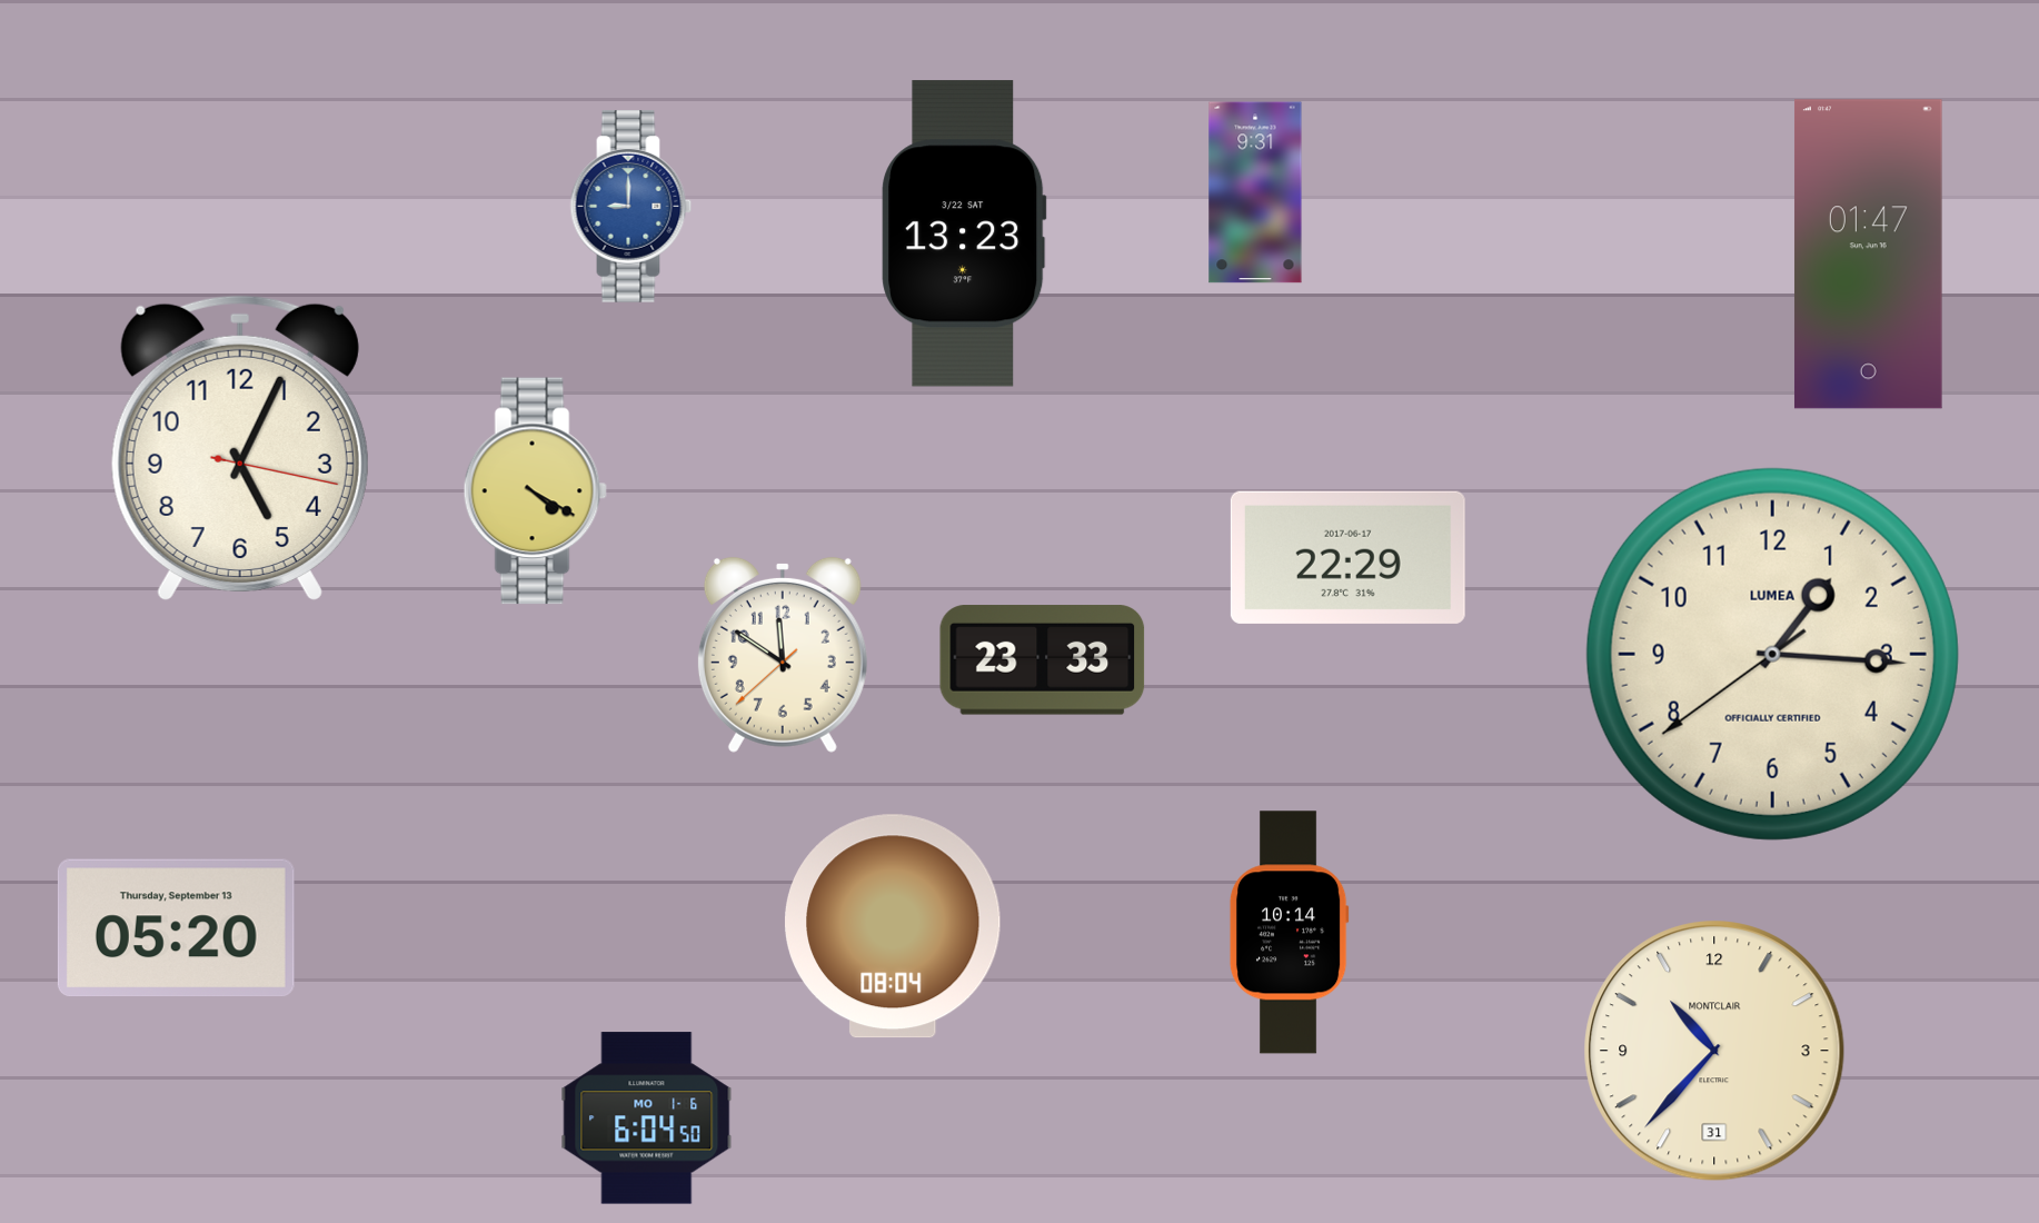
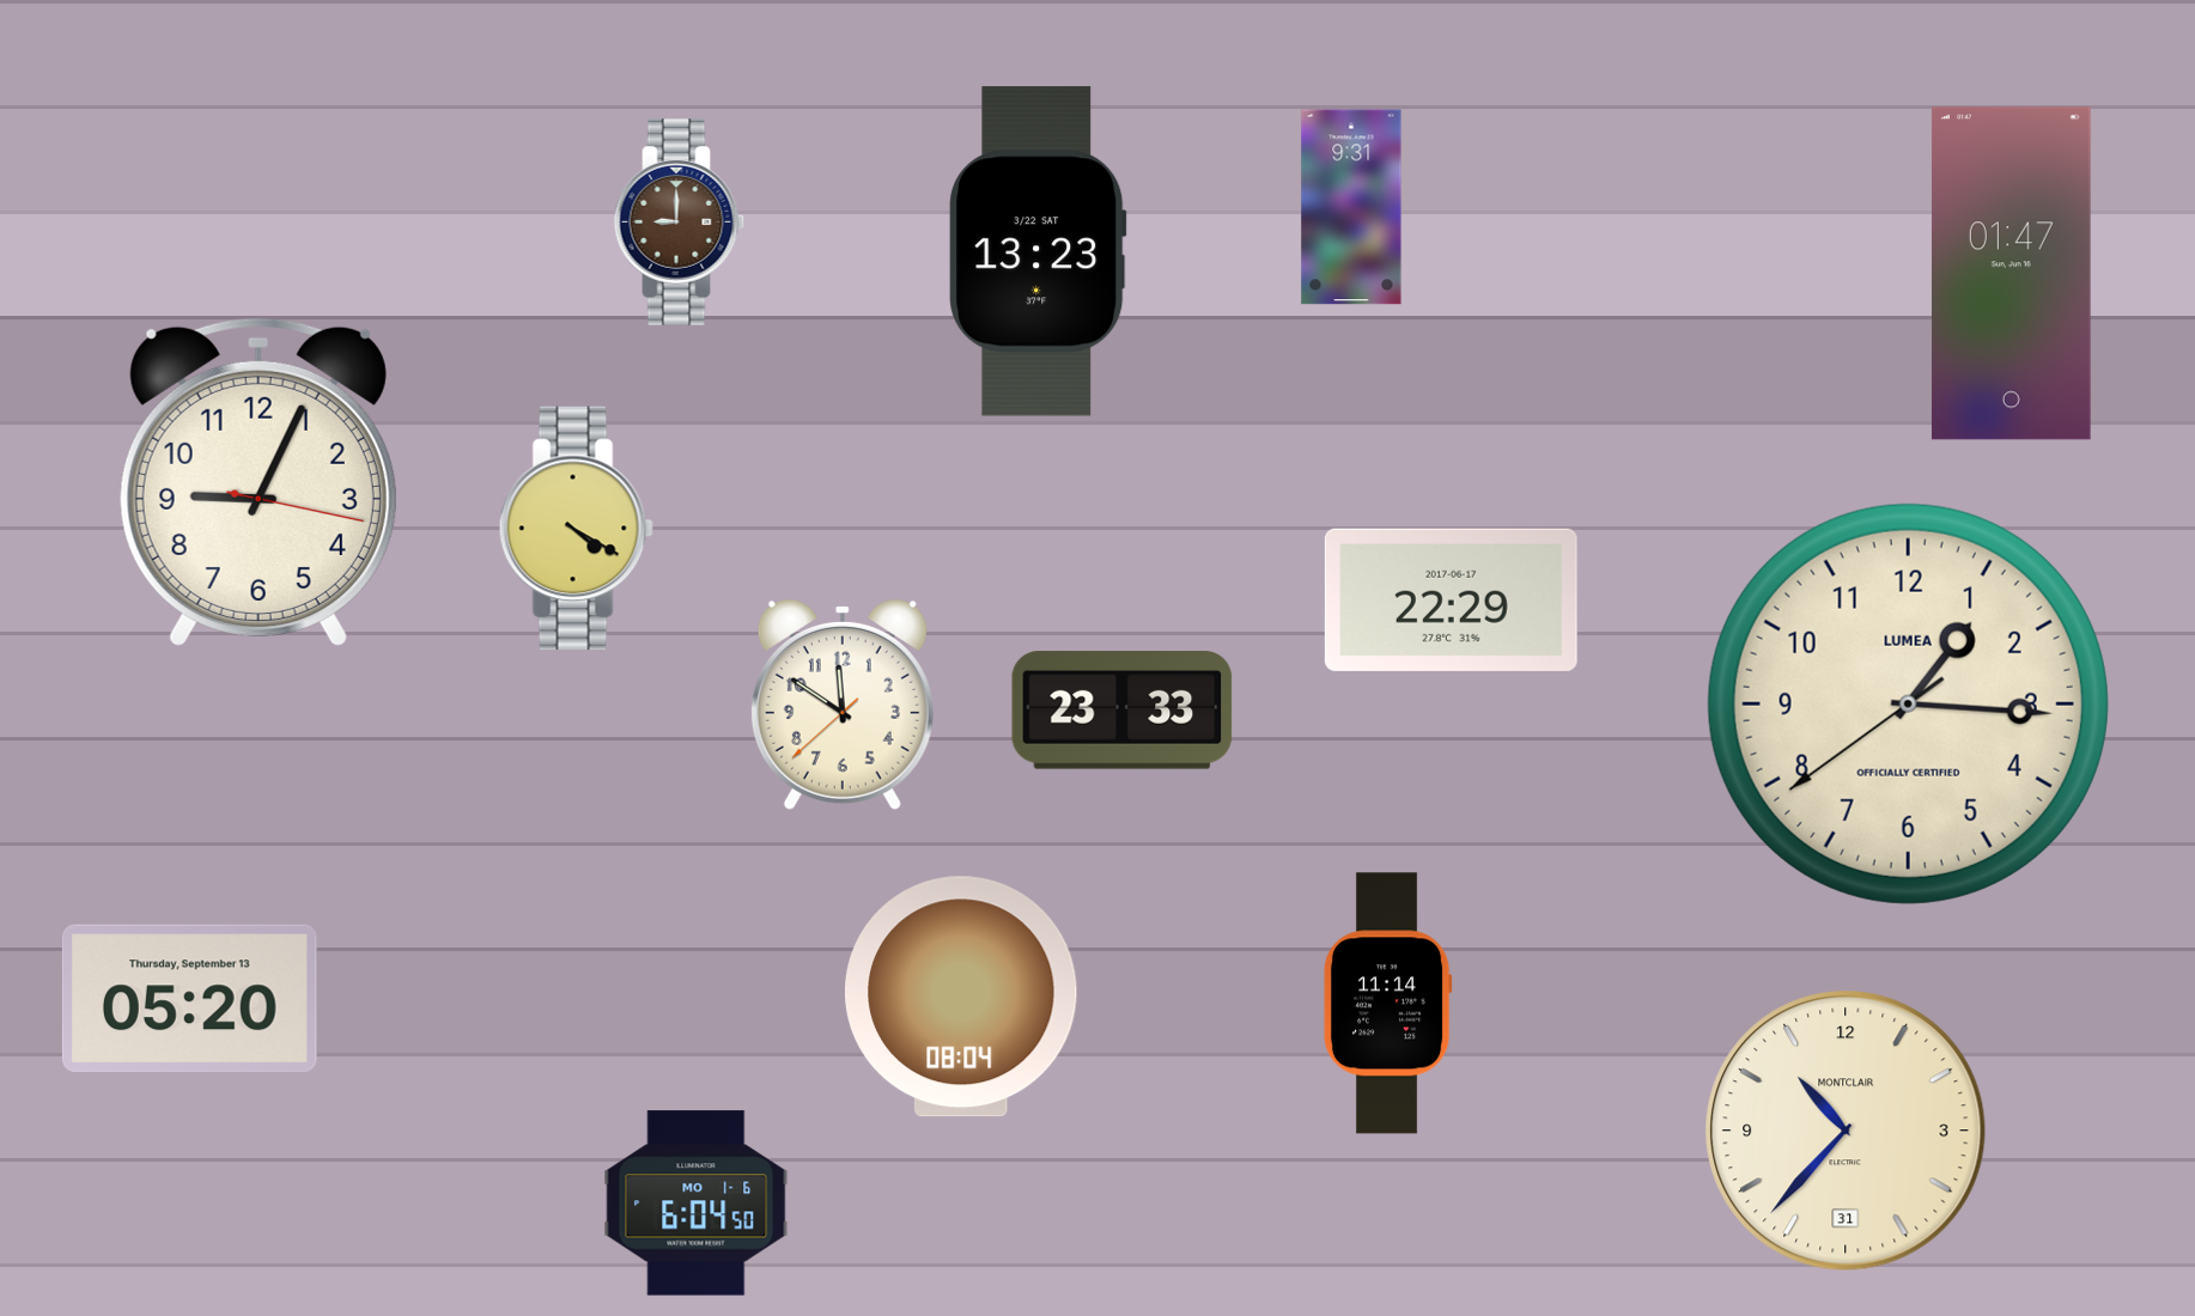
clock at (631, 207) dial: blue -> brown
clock at (240, 448): 5:04 -> 9:04
clock at (1289, 933): 10:14 -> 11:14
